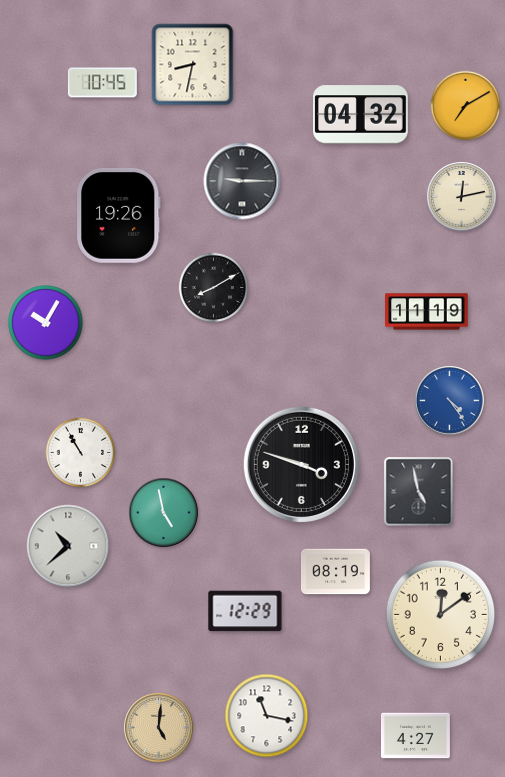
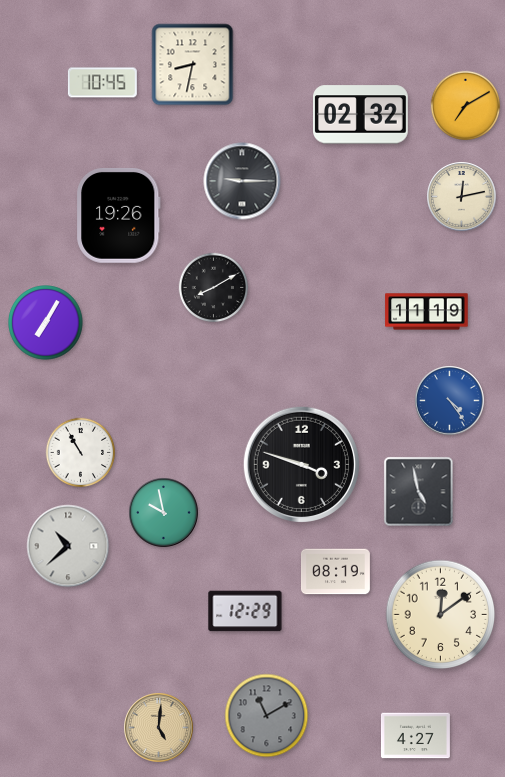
clock at (361, 115): 04:32 -> 02:32
clock at (46, 323): 10:05 -> 7:05
clock at (164, 513): 4:58 -> 9:58
clock at (267, 716): 11:17 -> 11:10
clock at (267, 716) dial: white -> grey
